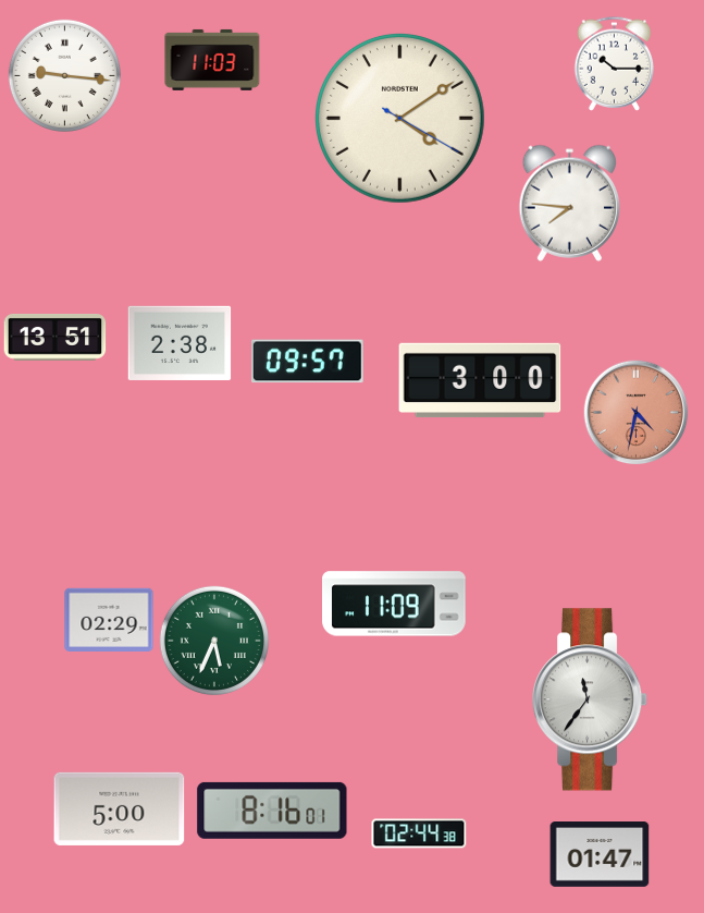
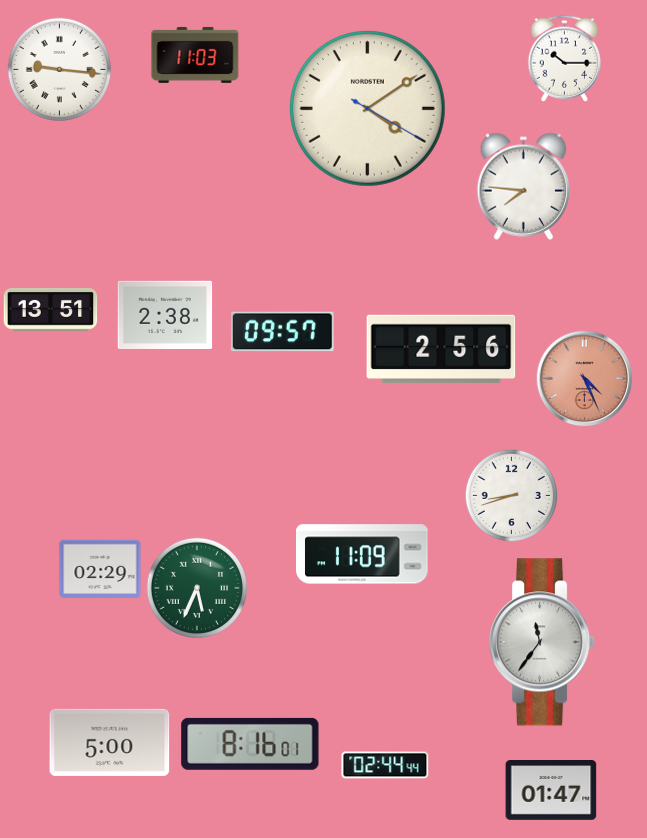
clock at (480, 380): 3:00 -> 2:56
clock at (637, 413): 4:32 -> 4:26
clock at (512, 496): none -> 8:42
clock at (419, 833): 02:44:38 -> 02:44:44
clock at (600, 855) position: (600, 855) -> (551, 791)
